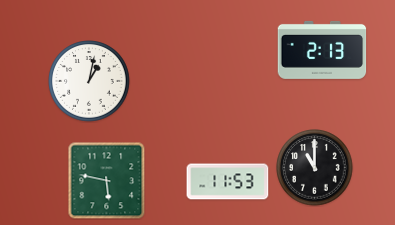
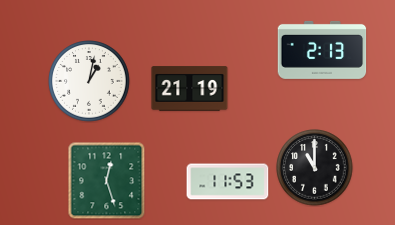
clock at (190, 89): none -> 21:19
clock at (106, 180): 5:47 -> 12:27
